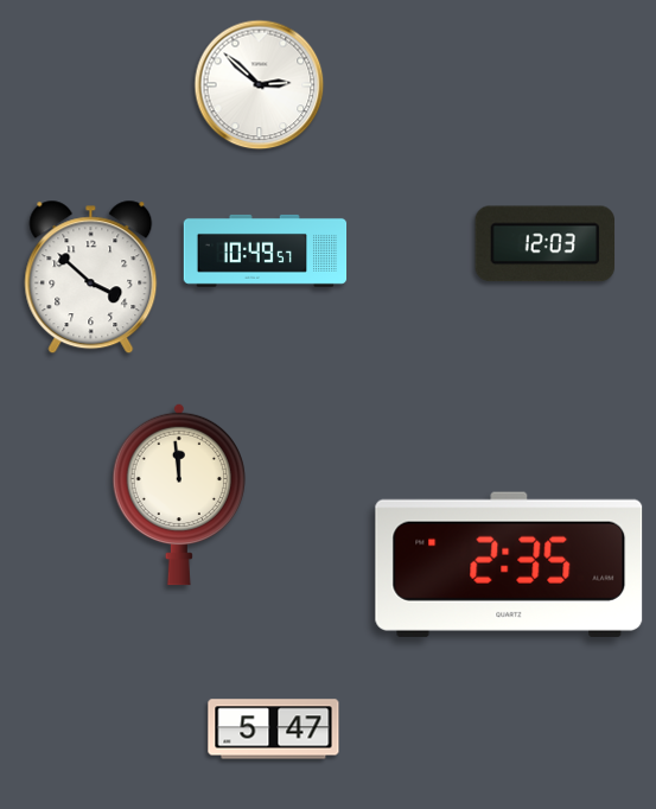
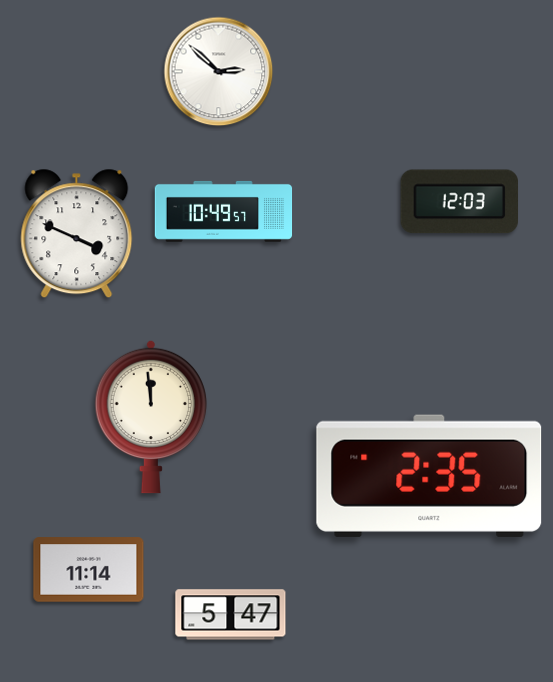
clock at (544, 244) position: (544, 244) -> (459, 202)
clock at (91, 278): 3:52 -> 3:49
clock at (89, 570): none -> 11:14
